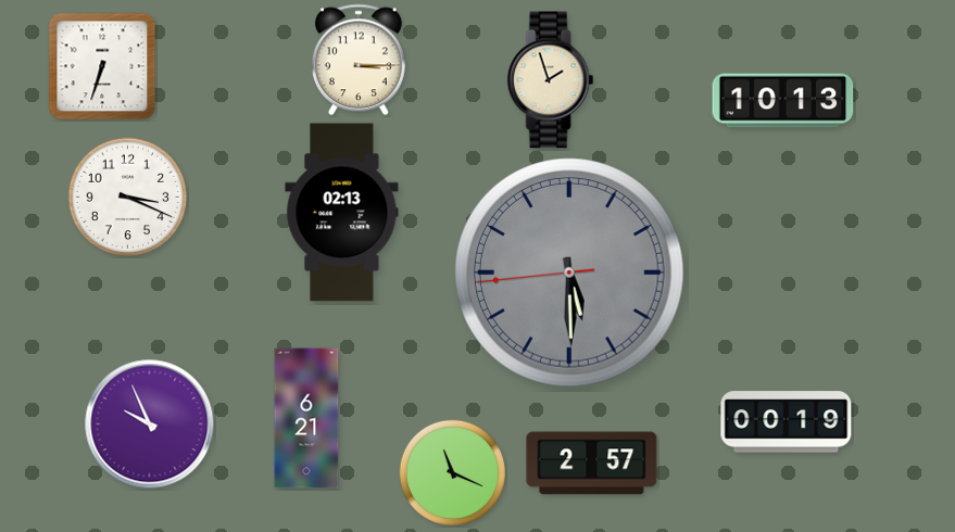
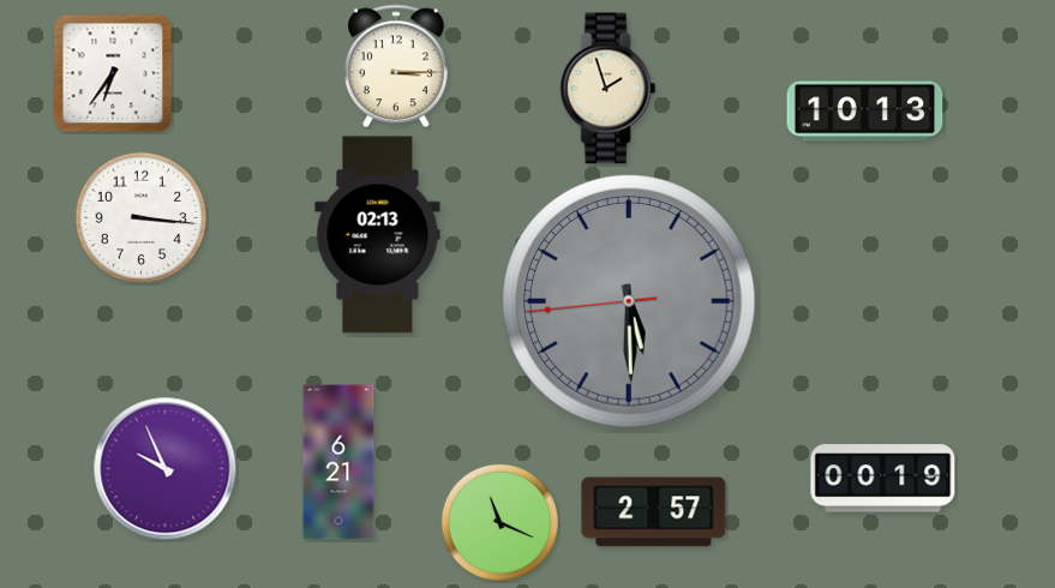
clock at (102, 66): 6:33 -> 6:36
clock at (128, 198): 3:19 -> 3:16
clock at (787, 422) position: (787, 422) -> (883, 479)
